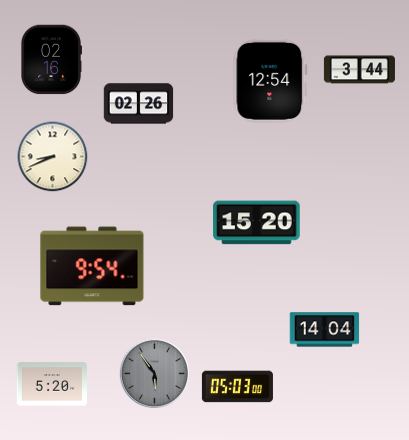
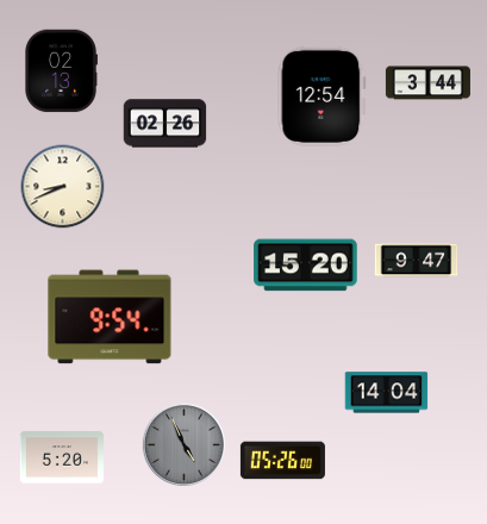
clock at (52, 60): 02:16 -> 02:13
clock at (417, 261): none -> 9:47
clock at (154, 373): 5:54 -> 4:56
clock at (237, 387): 05:03 -> 05:26
